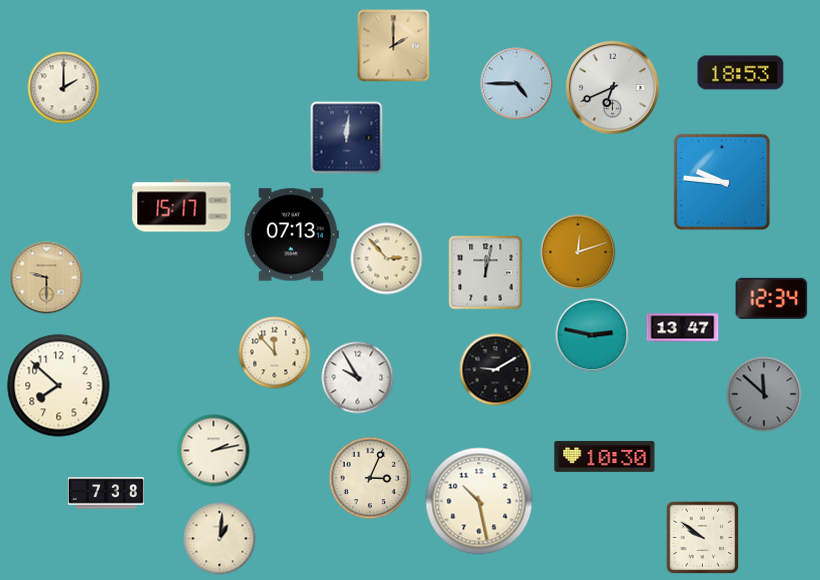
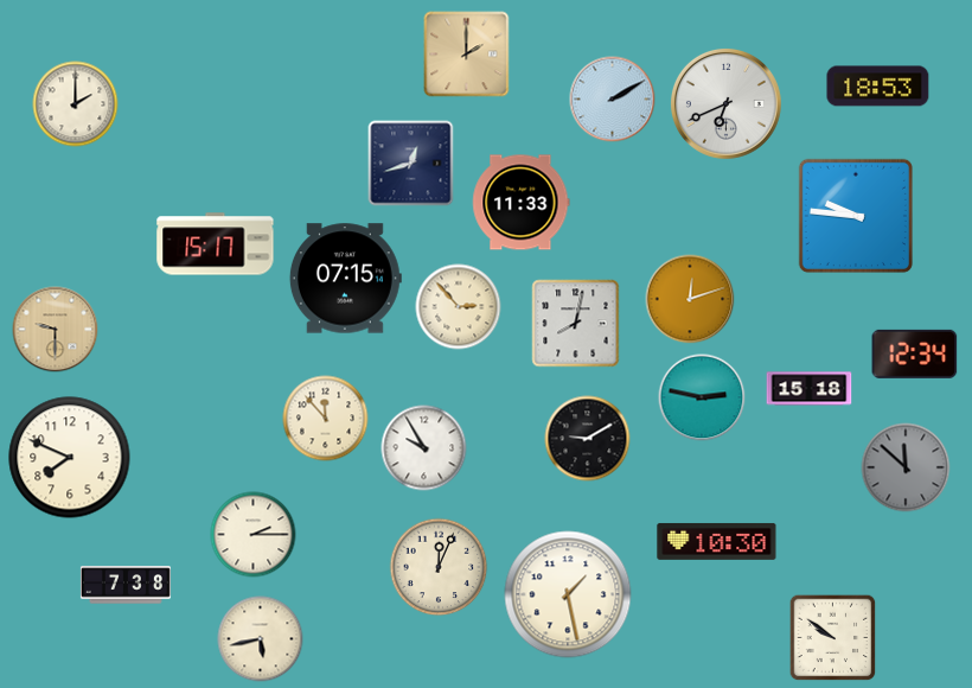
clock at (517, 84): 4:45 -> 2:10
clock at (347, 138): 12:01 -> 12:42
clock at (522, 203): none -> 11:33
clock at (291, 235): 07:13 -> 07:15
clock at (578, 252) position: (578, 252) -> (690, 299)
clock at (486, 273): 12:02 -> 8:02
clock at (683, 328): 13:47 -> 15:18
clock at (59, 386): 7:52 -> 7:49
clock at (214, 451): 2:13 -> 2:15
clock at (370, 478): 3:04 -> 12:04
clock at (479, 501): 10:28 -> 1:28
clock at (220, 539): 1:01 -> 5:43
